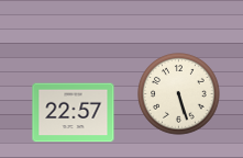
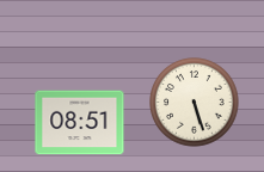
clock at (74, 113): 22:57 -> 08:51
